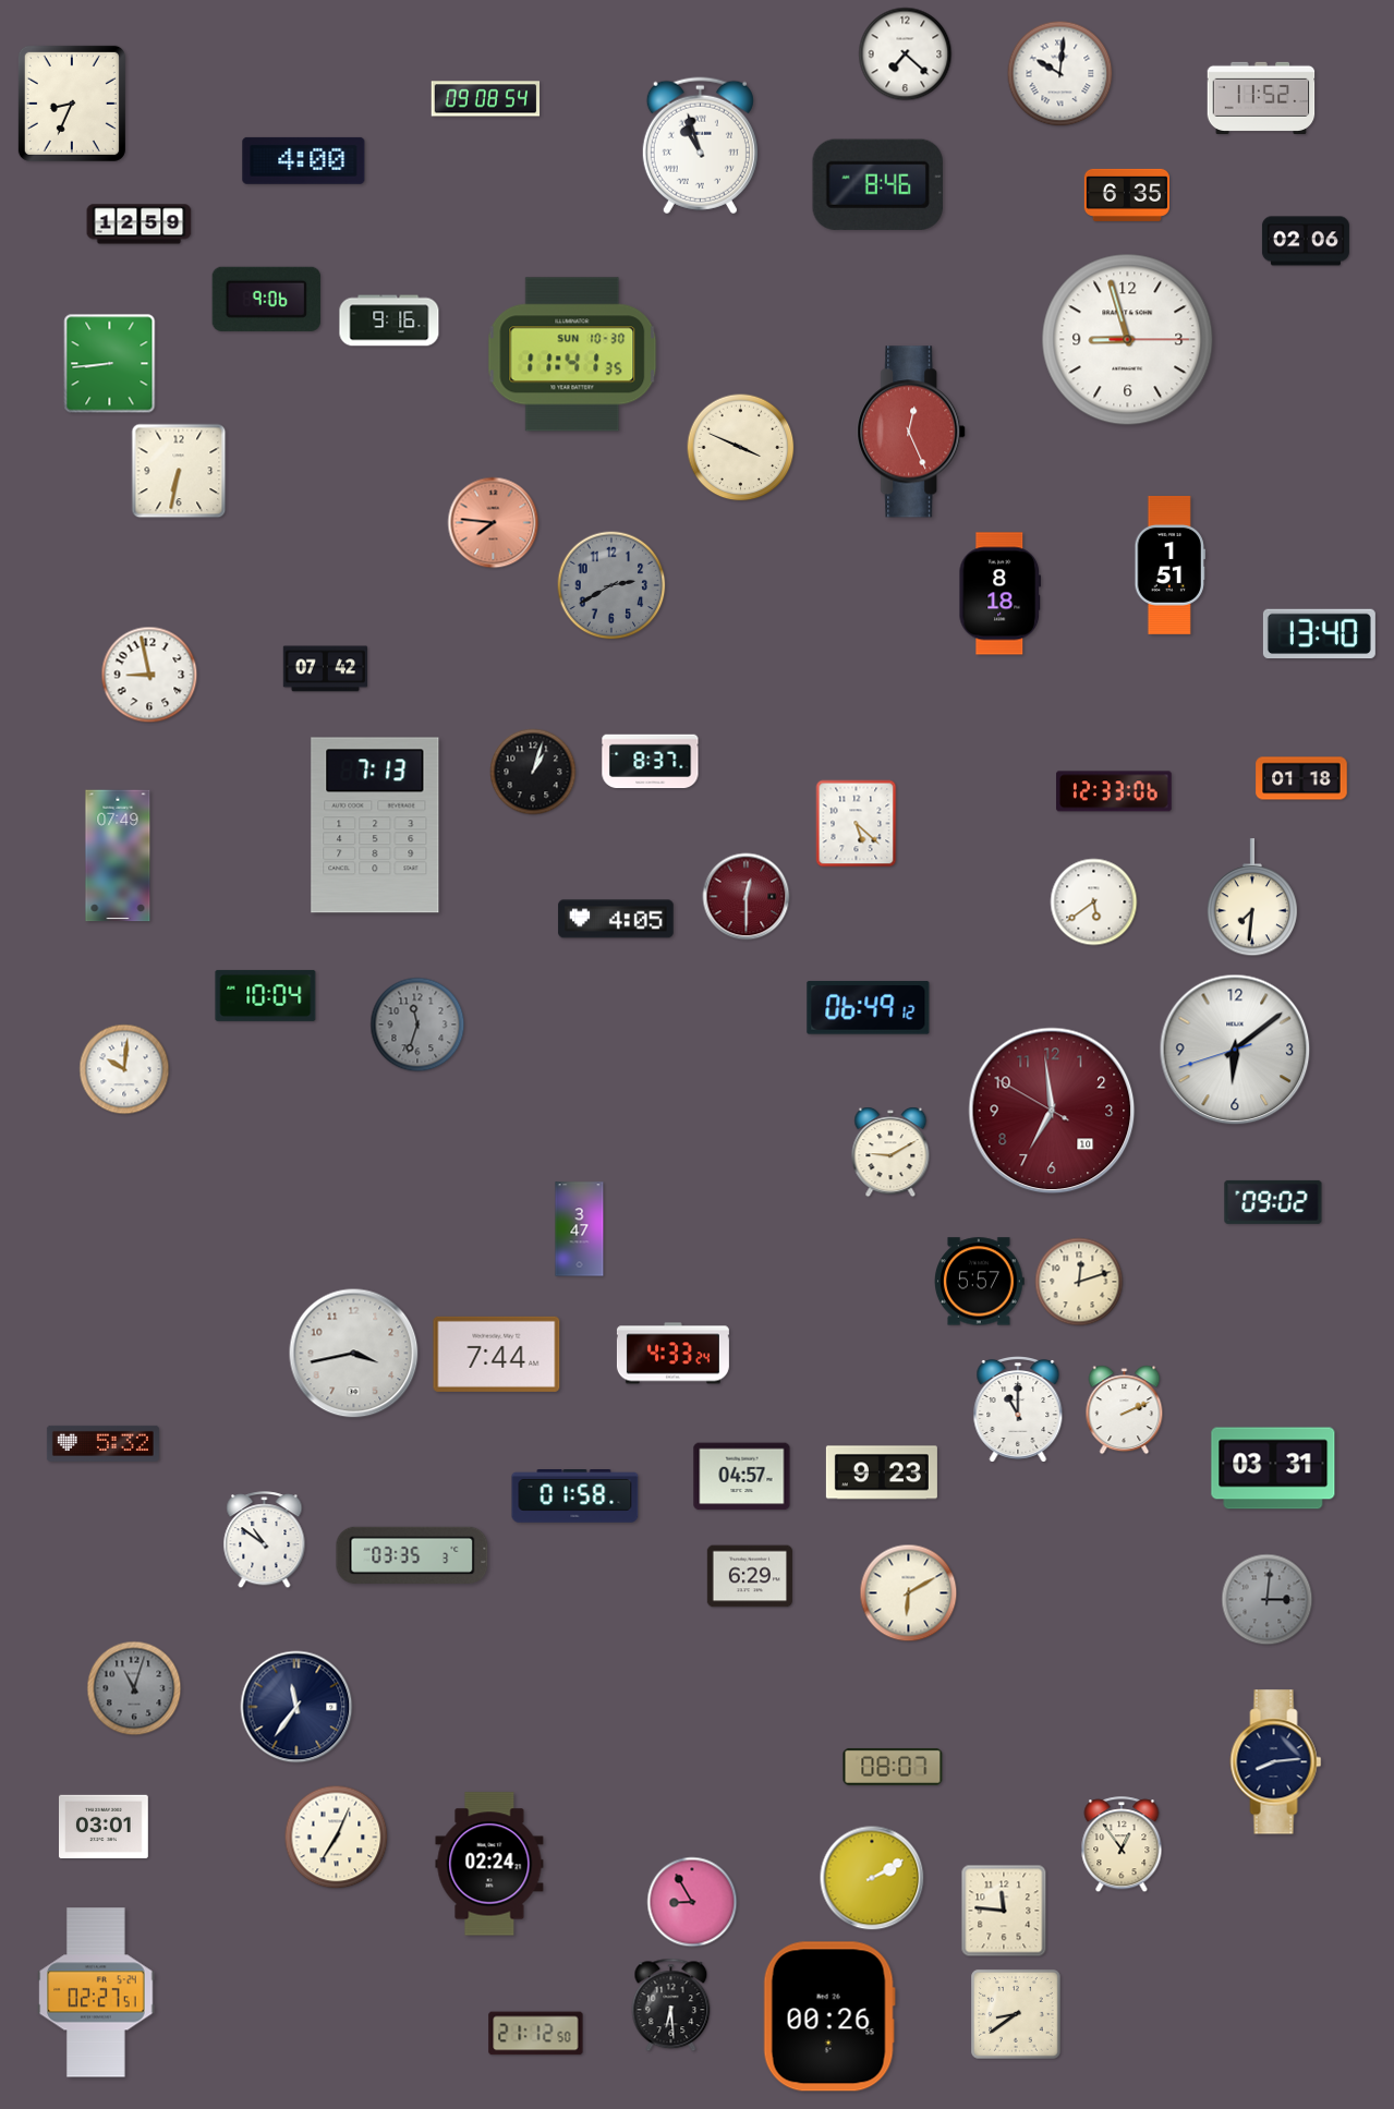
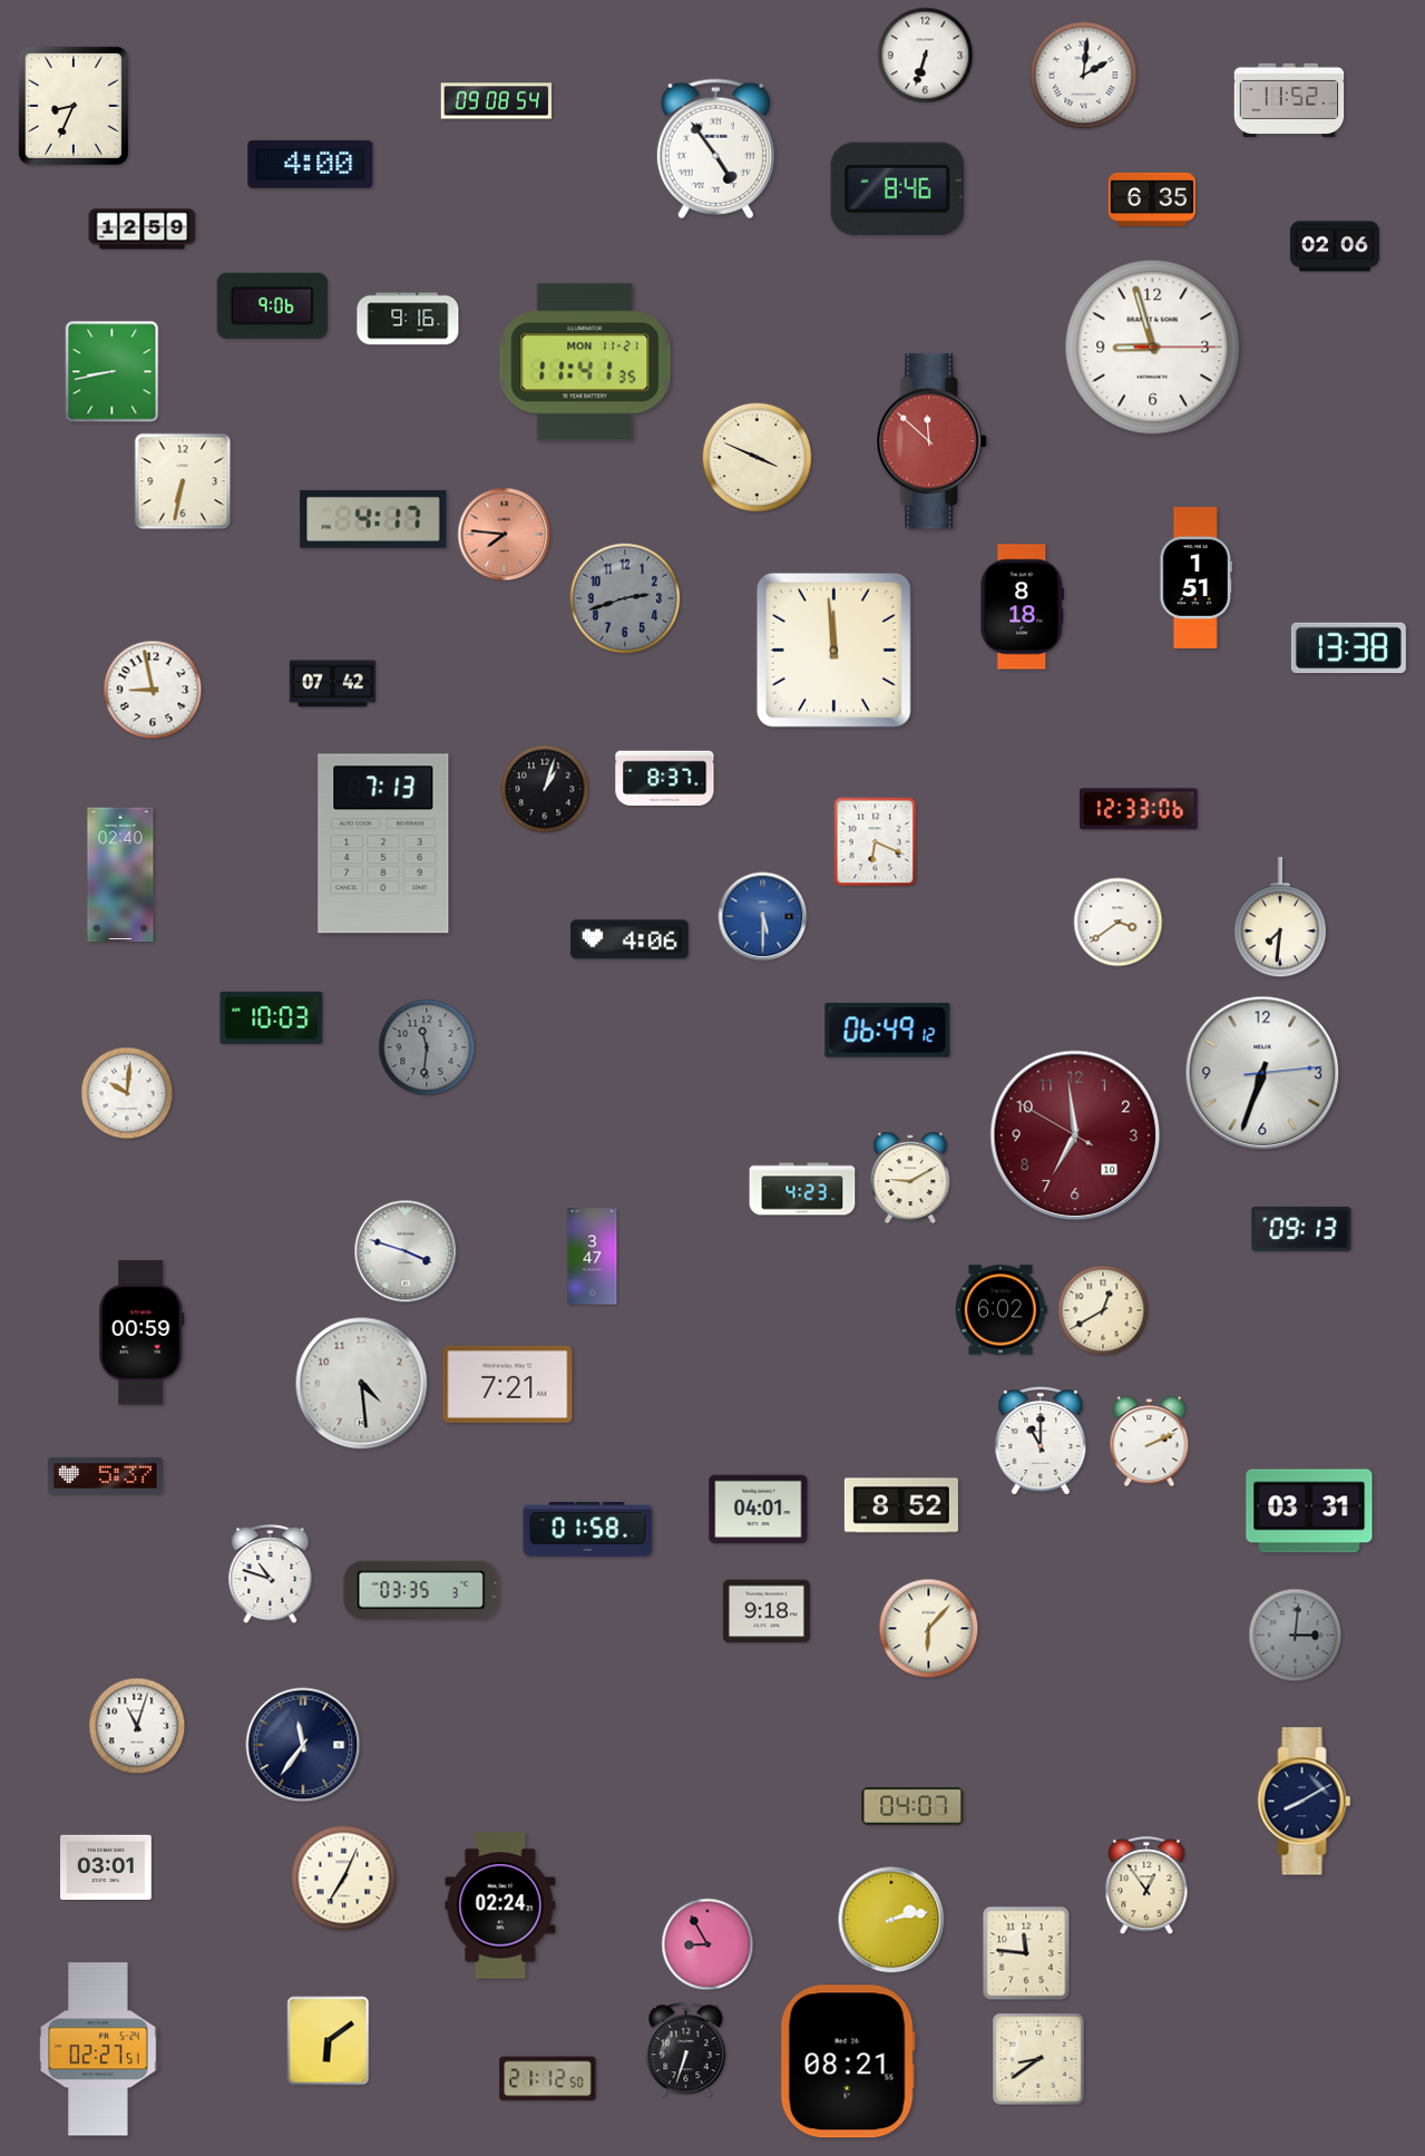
clock at (906, 54): 7:22 -> 6:33
clock at (1060, 74): 10:01 -> 2:01
clock at (700, 146): 10:57 -> 4:54
clock at (389, 320) position: (389, 320) -> (408, 319)
clock at (572, 354) date: SUN 10-30 -> MON 11-21
clock at (110, 364): 8:44 -> 8:43
clock at (912, 432): 12:26 -> 11:52
clock at (373, 519): none -> 4:17
clock at (611, 585): 2:40 -> 2:42
clock at (1319, 634): 13:40 -> 13:38
clock at (833, 650): none -> 11:59
clock at (1301, 778): 01:18 -> none
clock at (857, 824): 5:22 -> 6:19
clock at (118, 856): 07:49 -> 02:40
clock at (747, 897): 12:30 -> 5:30
clock at (747, 897) dial: burgundy -> blue
clock at (1094, 902): 5:39 -> 3:39
clock at (616, 919): 4:05 -> 4:06
clock at (266, 995): 10:04 -> 10:03
clock at (417, 1025): 11:33 -> 11:31
clock at (1235, 1050): 6:08 -> 6:33
clock at (802, 1189): none -> 4:23
clock at (1273, 1202): 09:02 -> 09:13
clock at (406, 1251): none -> 3:48
clock at (980, 1282): 5:57 -> 6:02
clock at (1079, 1282): 12:12 -> 12:40
clock at (141, 1333): none -> 00:59
clock at (354, 1354): 3:43 -> 4:29
clock at (497, 1354): 7:44 -> 7:21
clock at (672, 1354): 4:33 -> none
clock at (102, 1443): 5:32 -> 5:37
clock at (1273, 1468) position: (1273, 1468) -> (1309, 1511)
clock at (882, 1472): 9:23 -> 8:52
clock at (742, 1477): 04:57 -> 04:01
clock at (265, 1540): 10:51 -> 10:48
clock at (750, 1576): 6:29 -> 9:18
clock at (909, 1593): 6:10 -> 6:07
clock at (134, 1688) dial: grey -> white
clock at (1276, 1762): 8:14 -> 8:10
clock at (893, 1767): 08:07 -> 04:07
clock at (872, 1878): 2:10 -> 2:13
clock at (96, 1992) position: (96, 1992) -> (98, 2049)
clock at (329, 2041): none -> 6:09
clock at (671, 2005): 6:29 -> 6:33
clock at (829, 2016): 00:26 -> 08:21
